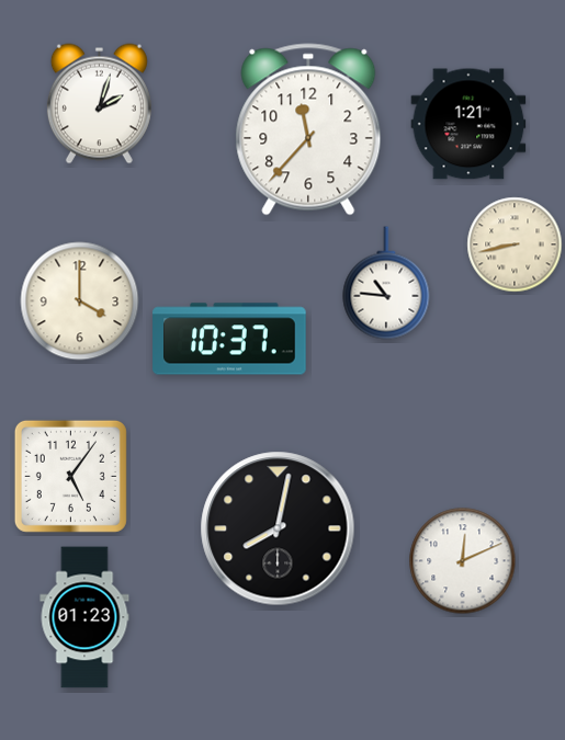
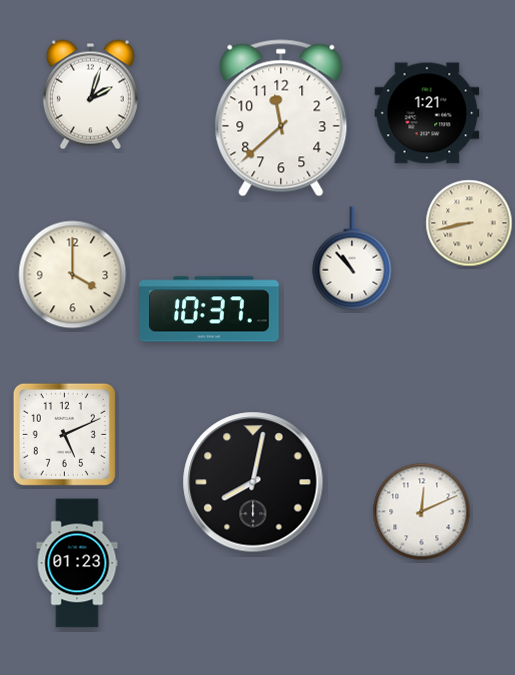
clock at (308, 129): 11:37 -> 11:38
clock at (386, 283): 10:46 -> 10:53
clock at (70, 476): 5:06 -> 5:11
